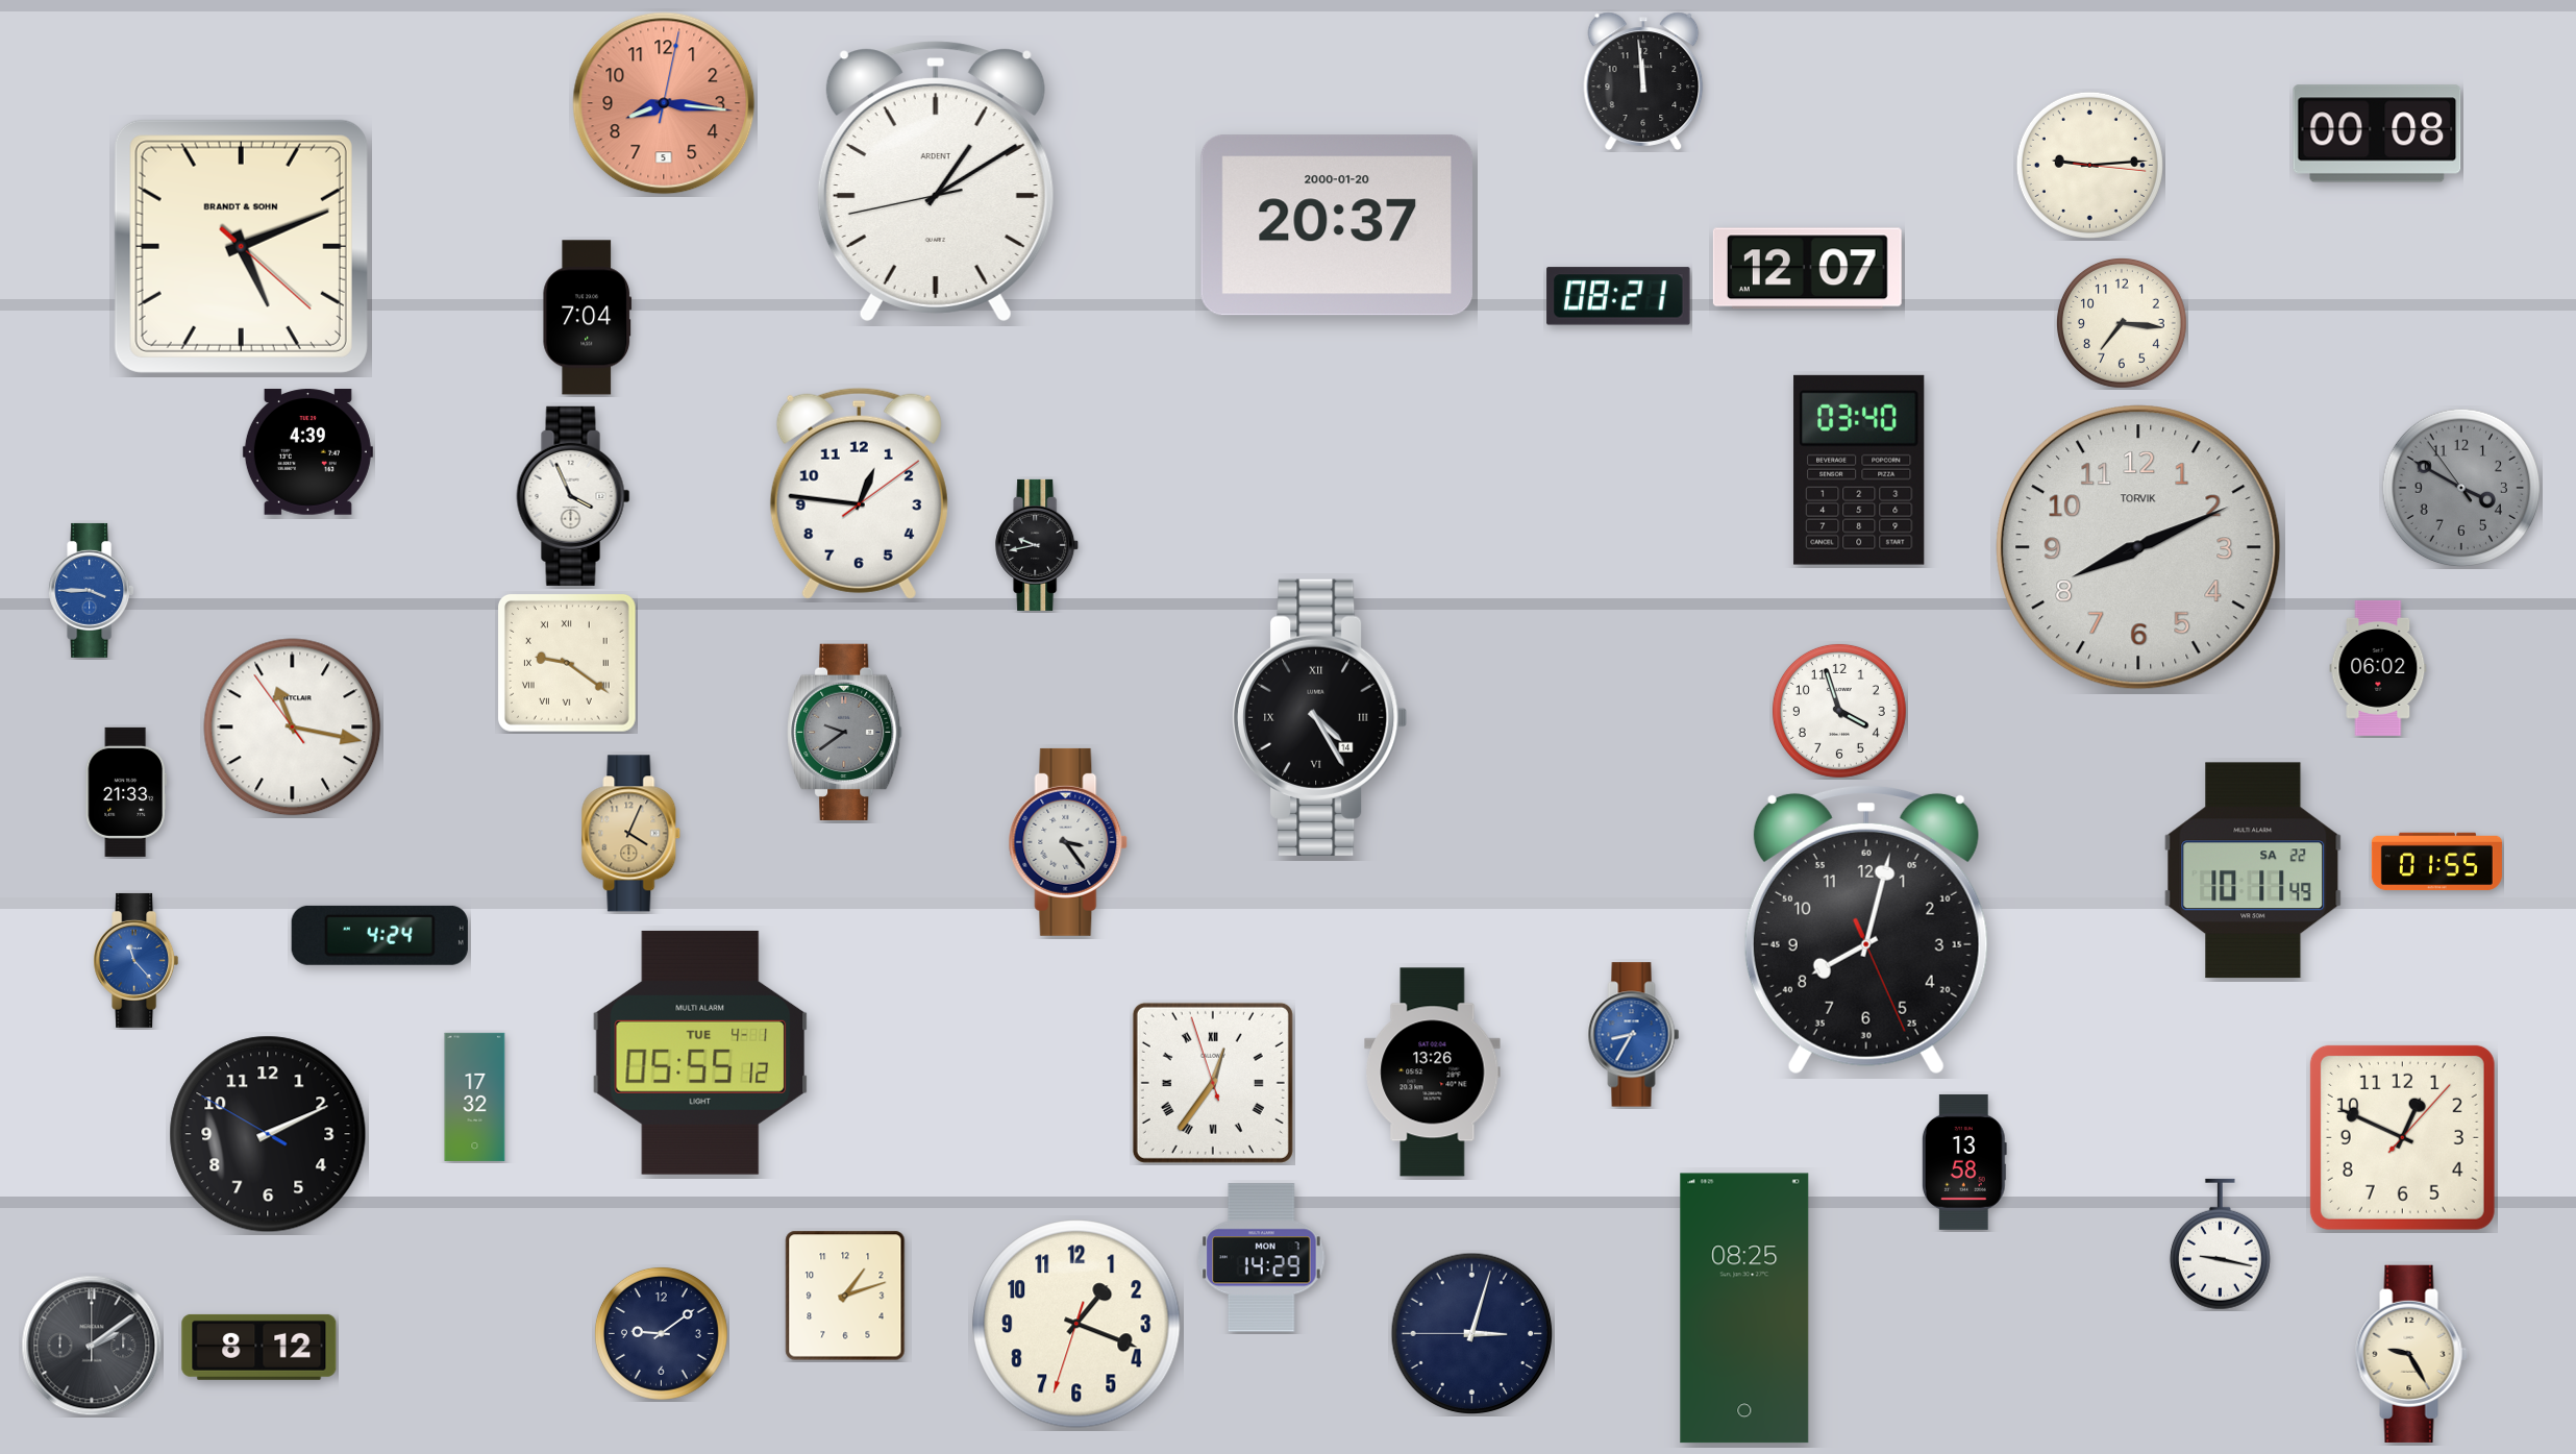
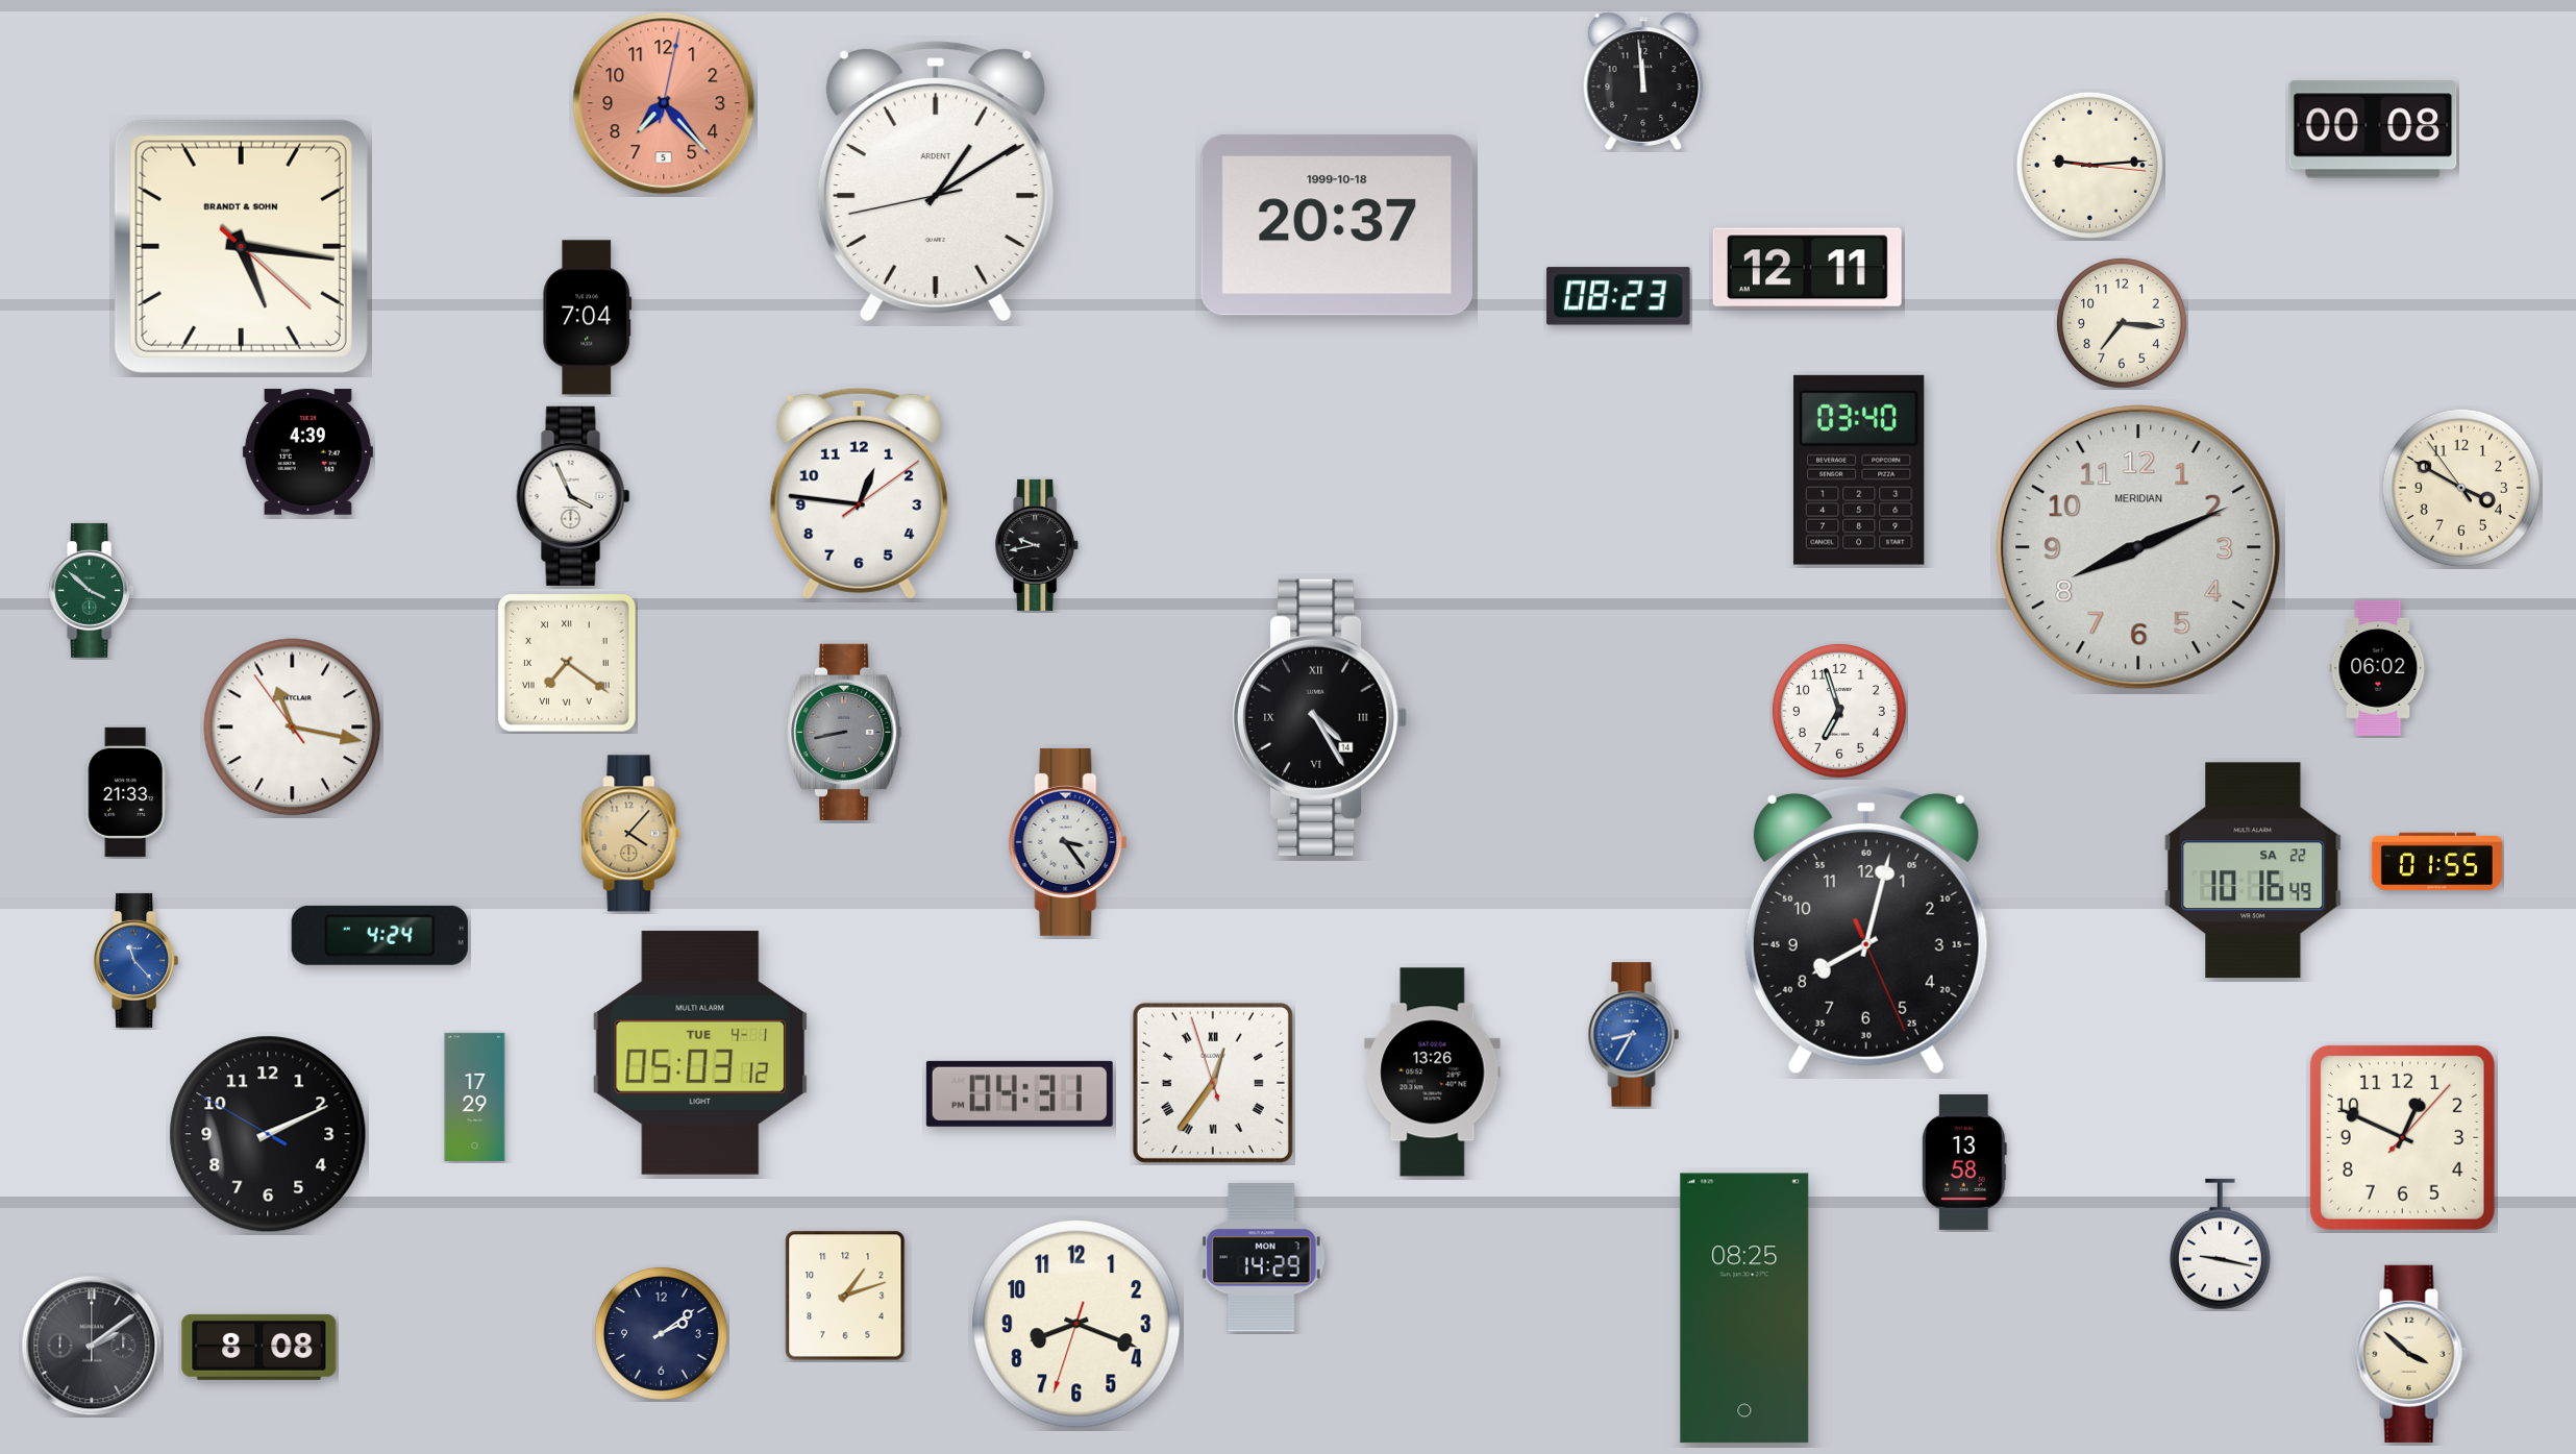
clock at (664, 103): 8:16 -> 7:23
clock at (2377, 133) position: (2377, 133) -> (2373, 129)
clock at (1337, 225) date: 2000-01-20 -> 1999-10-18
clock at (241, 246): 5:11 -> 5:16
clock at (1807, 269): 12:07 -> 12:11
clock at (1618, 296): 08:21 -> 08:23
clock at (2461, 488) dial: grey -> cream
clock at (2138, 547) brand: TORVIK -> MERIDIAN
clock at (92, 590): 3:45 -> 3:52
clock at (92, 590) dial: blue -> green
clock at (567, 663): 9:21 -> 7:21
clock at (1839, 711): 3:57 -> 6:57
clock at (845, 732): 9:39 -> 8:43
clock at (631, 834): 4:04 -> 4:07
clock at (2253, 870): 10:11 -> 10:16
clock at (700, 1053): 05:55 -> 05:03
clock at (1019, 1093): none -> 04:31
clock at (475, 1096): 17:32 -> 17:29
clock at (1076, 1324): 1:18 -> 8:18
clock at (661, 1333): 9:09 -> 2:09
clock at (1472, 1334): 3:02 -> none
clock at (259, 1347): 8:12 -> 8:08
clock at (2411, 1354): 9:25 -> 3:52
